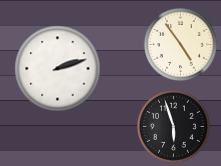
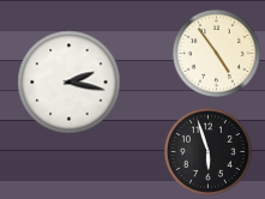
clock at (58, 69): 2:12 -> 2:17
